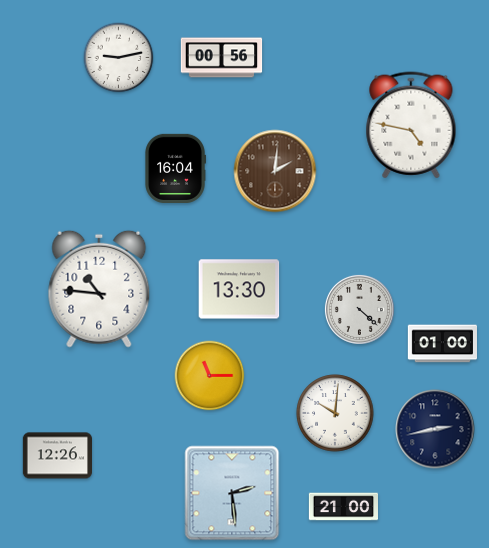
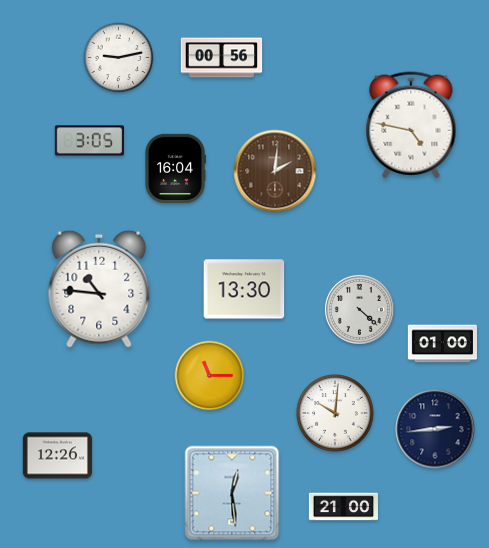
clock at (89, 141): none -> 3:05
clock at (239, 289) position: (239, 289) -> (244, 289)
clock at (435, 429): 2:43 -> 2:44
clock at (232, 493): 2:29 -> 12:29
